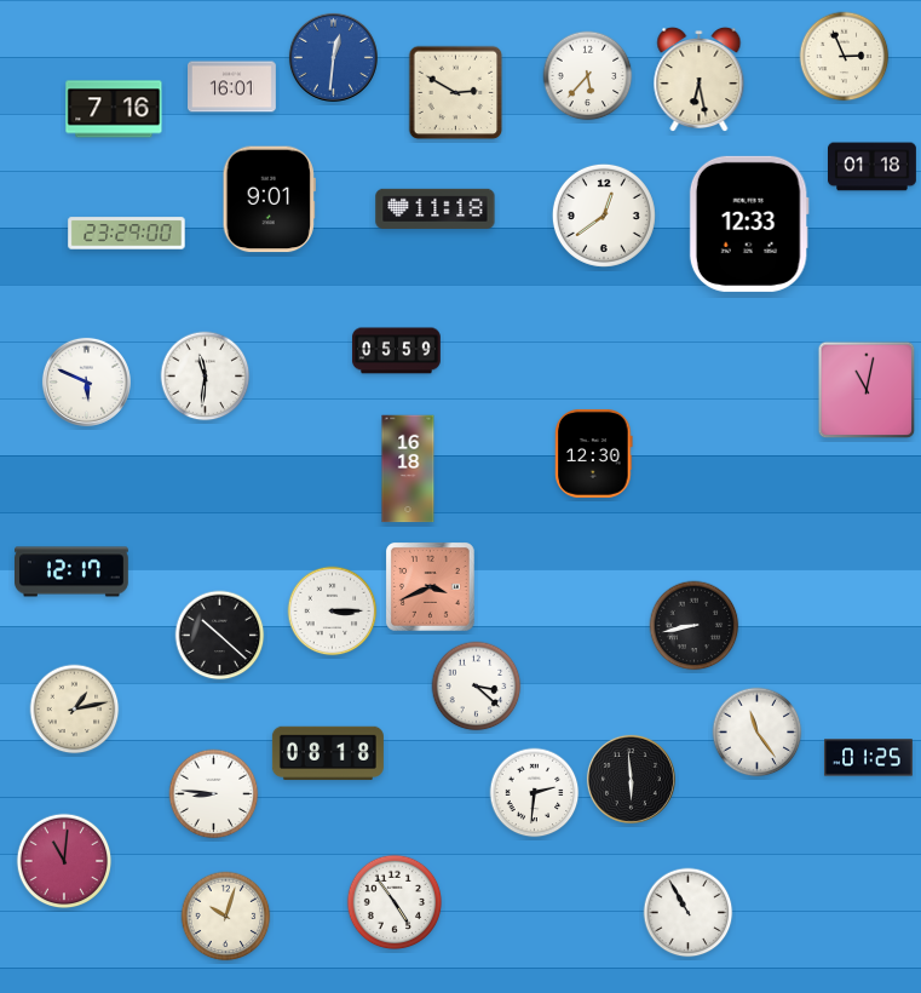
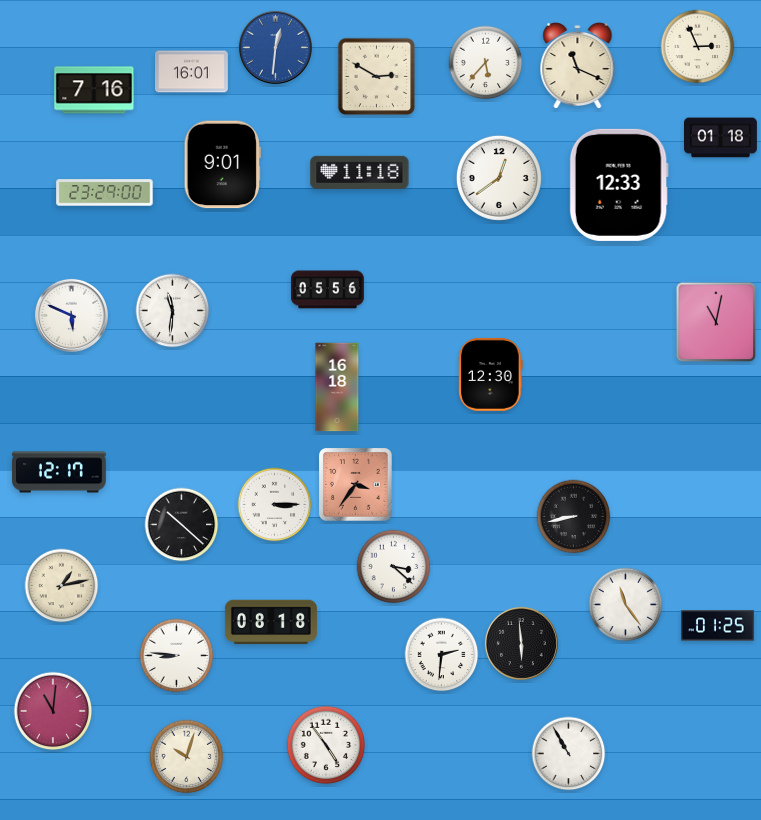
clock at (700, 80): 6:28 -> 11:19
clock at (397, 351): 05:59 -> 05:56
clock at (206, 377) position: (206, 377) -> (173, 311)
clock at (431, 587): 3:41 -> 3:36
